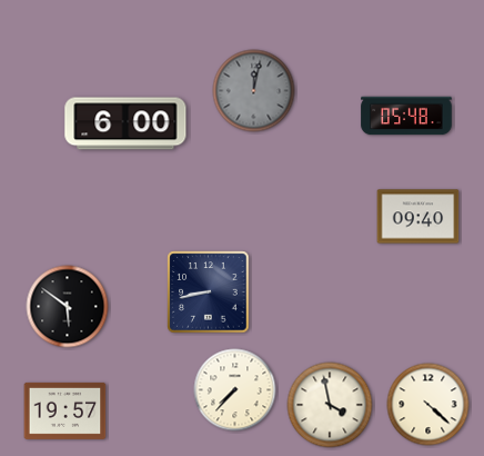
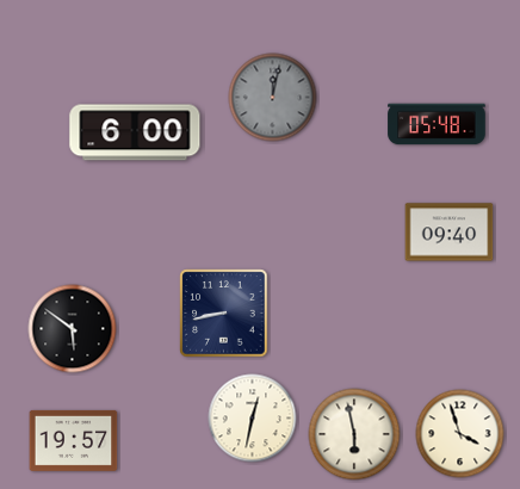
clock at (235, 390): 7:37 -> 12:32
clock at (330, 405): 3:58 -> 5:58
clock at (428, 405): 4:22 -> 3:57
clock at (65, 410) position: (65, 410) -> (74, 440)
